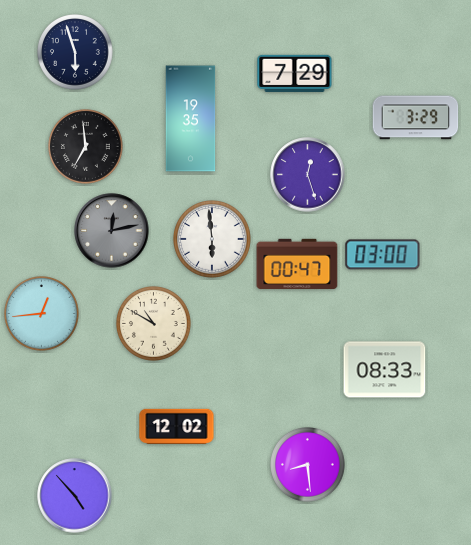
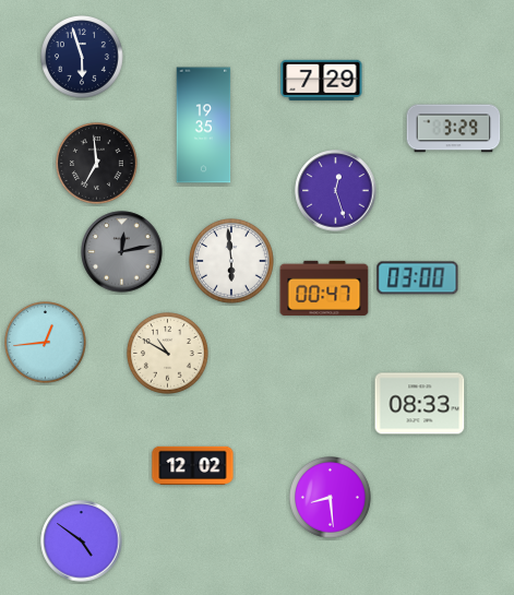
clock at (191, 119) position: (191, 119) -> (204, 126)
clock at (86, 147) position: (86, 147) -> (97, 164)
clock at (308, 465) position: (308, 465) -> (331, 498)
clock at (75, 496): 4:53 -> 4:51
